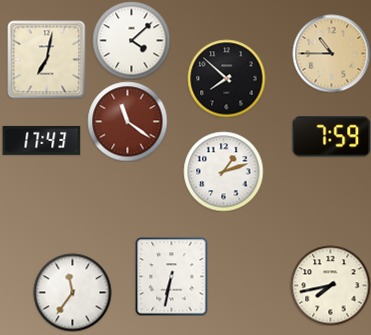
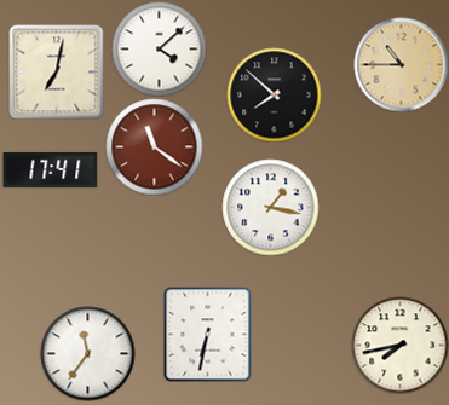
clock at (331, 137): 7:59 -> none
clock at (41, 140): 17:43 -> 17:41
clock at (223, 171): 1:12 -> 1:17
